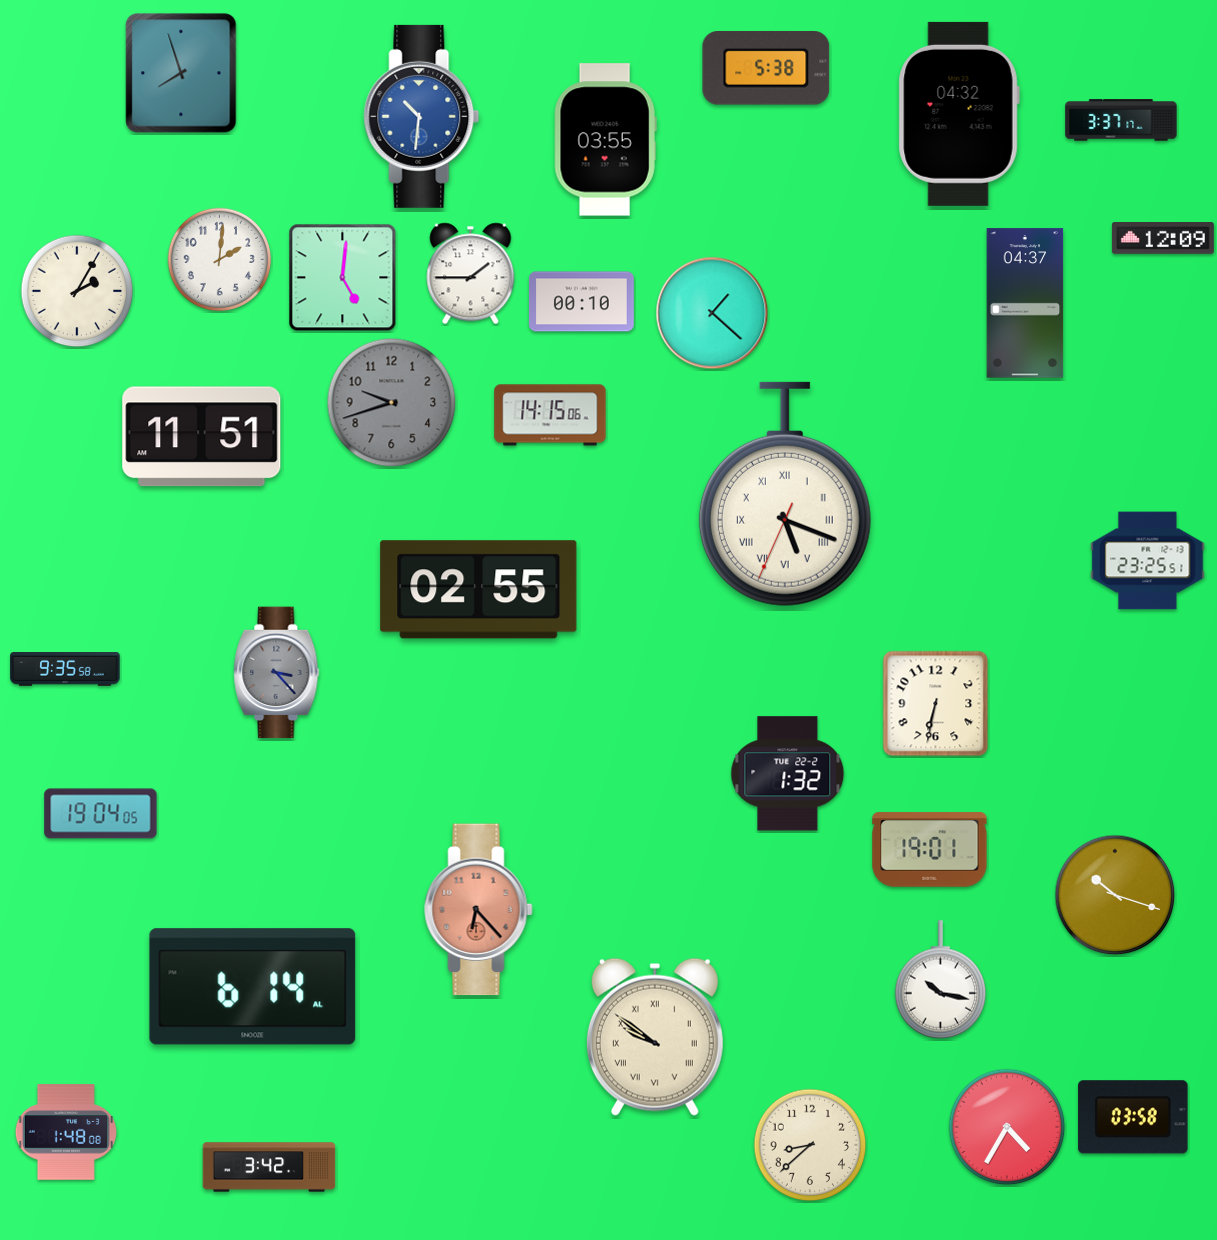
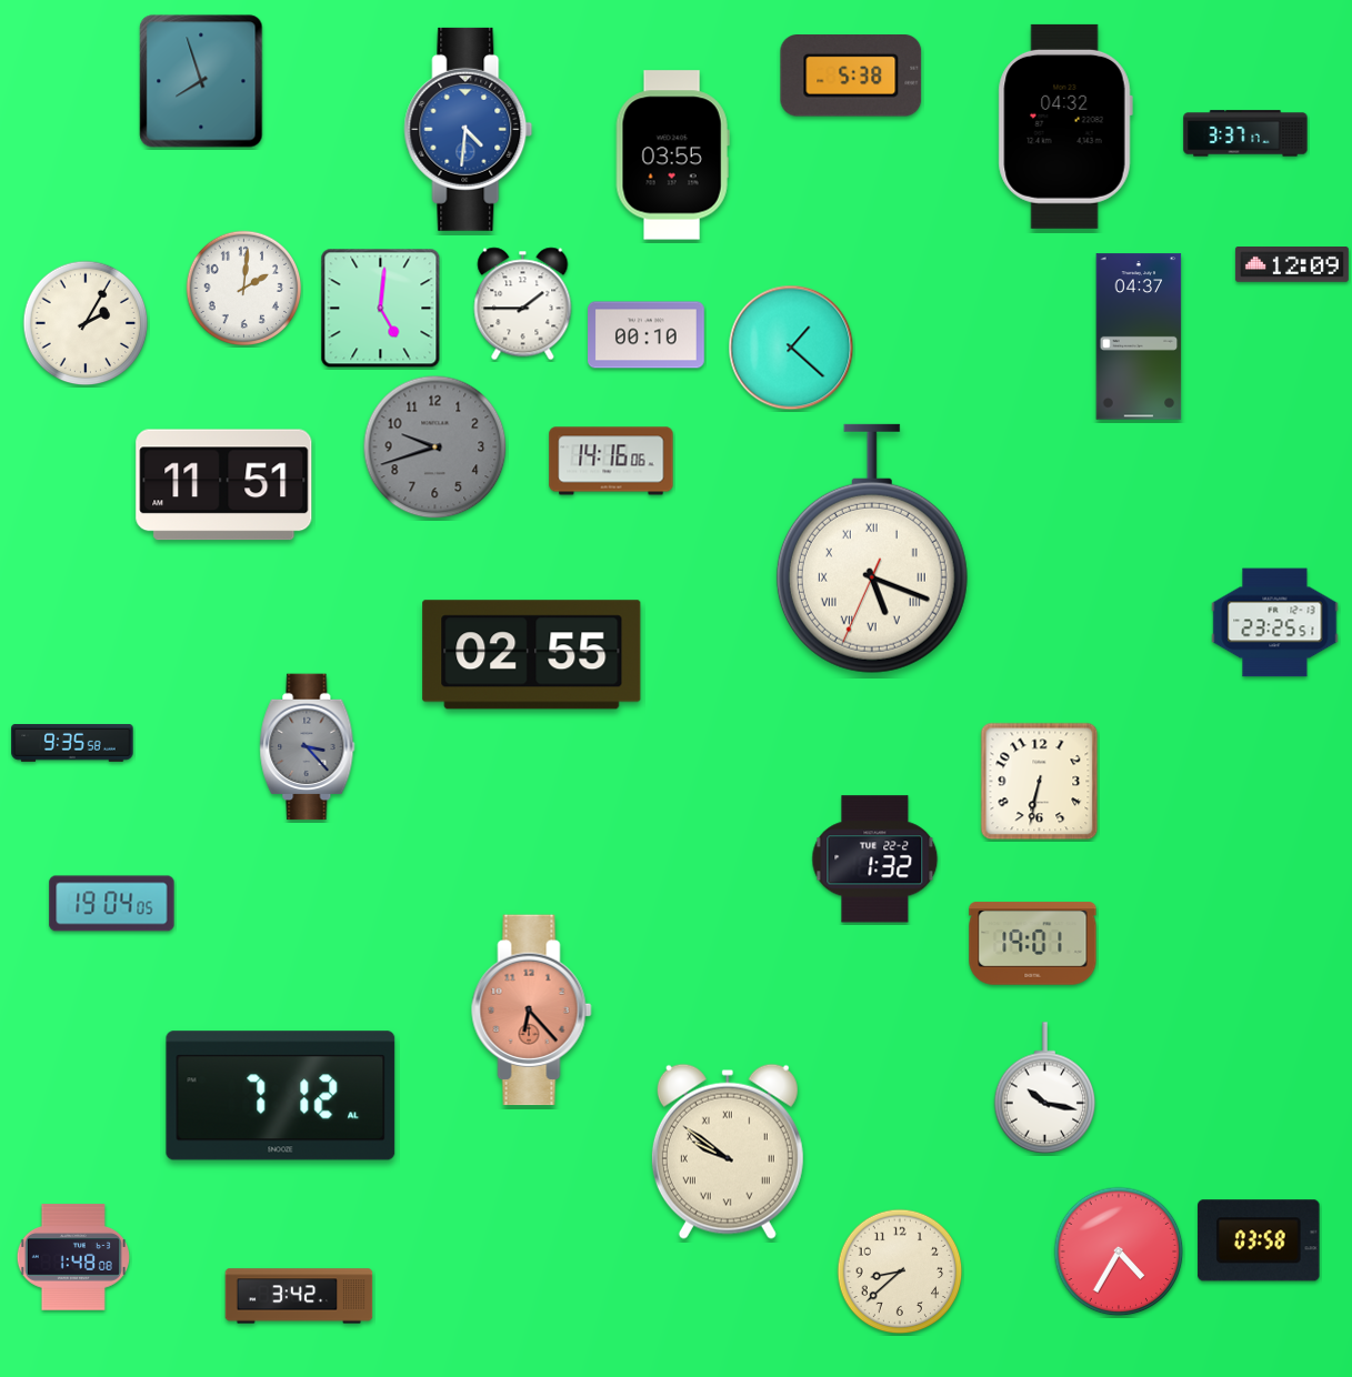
clock at (422, 116): 10:31 -> 4:31
clock at (550, 415): 14:15 -> 14:16
clock at (1115, 895): 10:18 -> none
clock at (253, 987): 6:14 -> 7:12
